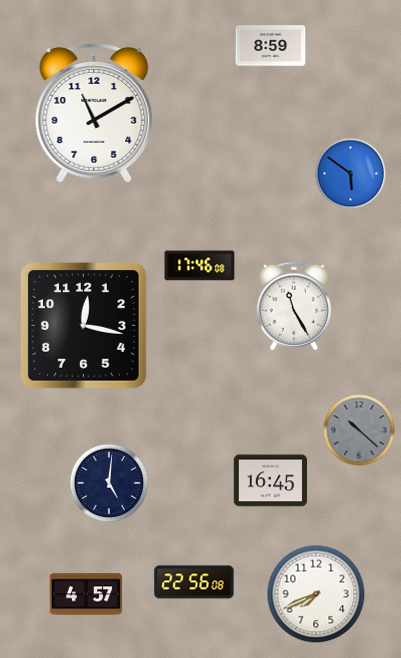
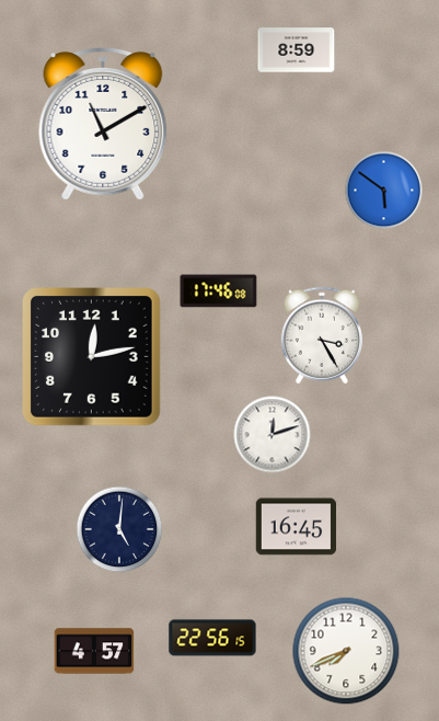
clock at (294, 306): 11:25 -> 3:25
clock at (84, 326): 12:17 -> 12:13
clock at (273, 435): none -> 12:12
clock at (359, 430): 10:22 -> none
clock at (194, 582): 22:56:08 -> 22:56:15
